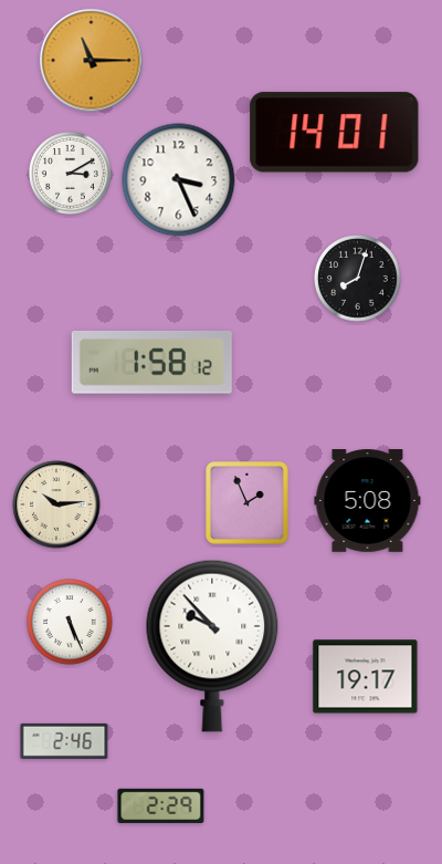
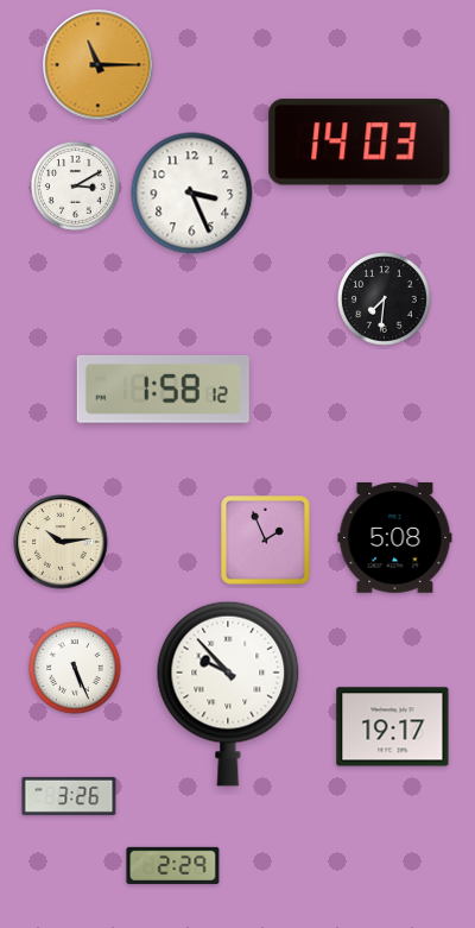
clock at (335, 133): 14:01 -> 14:03
clock at (358, 279): 8:03 -> 7:31
clock at (64, 741): 2:46 -> 3:26
